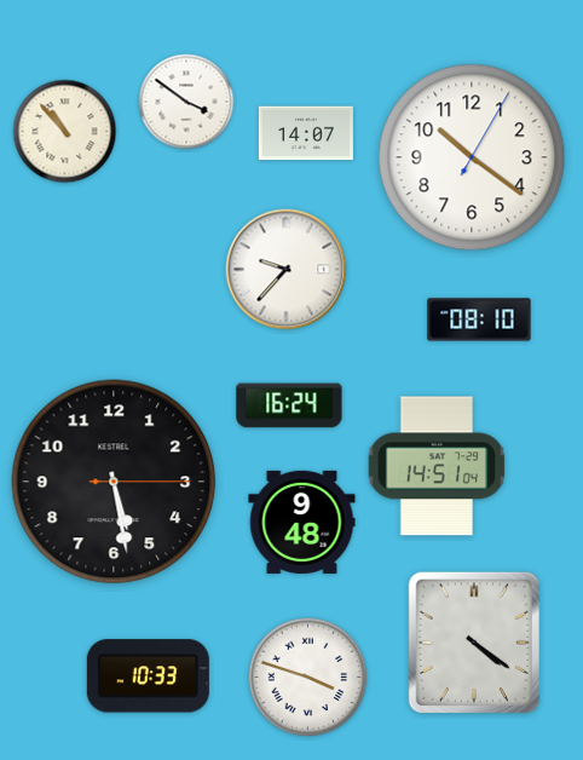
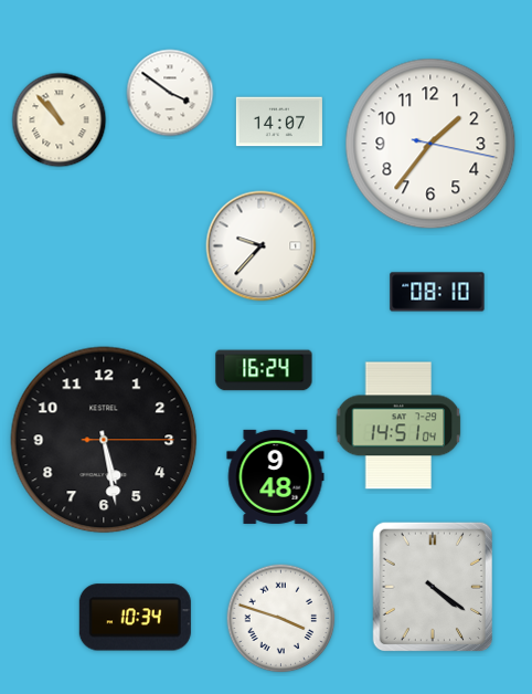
clock at (472, 157): 10:21 -> 1:36
clock at (148, 676): 10:33 -> 10:34
